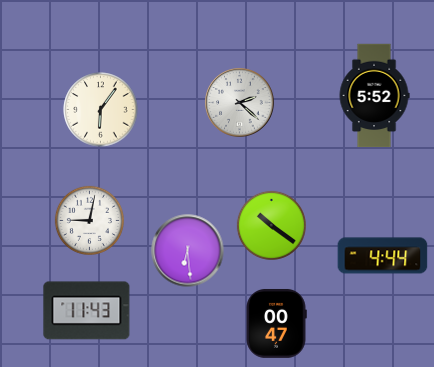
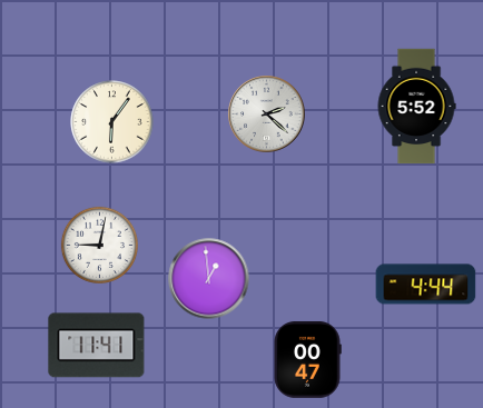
clock at (271, 225): 10:21 -> none
clock at (188, 251): 6:29 -> 12:59
clock at (87, 311): 11:43 -> 11:41
